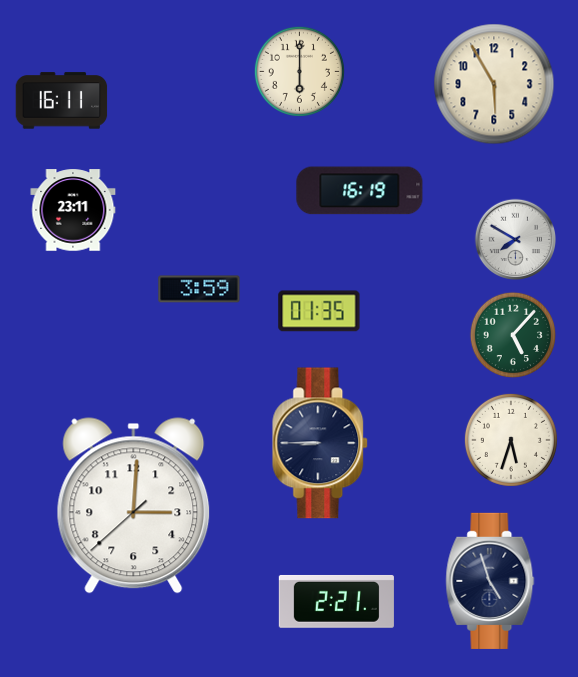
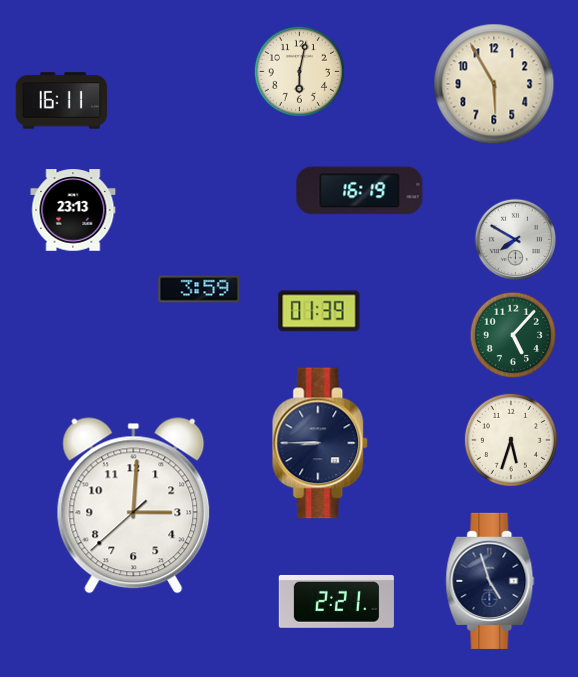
clock at (299, 71): 6:00 -> 6:02
clock at (73, 210): 23:11 -> 23:13
clock at (319, 311): 01:35 -> 01:39
